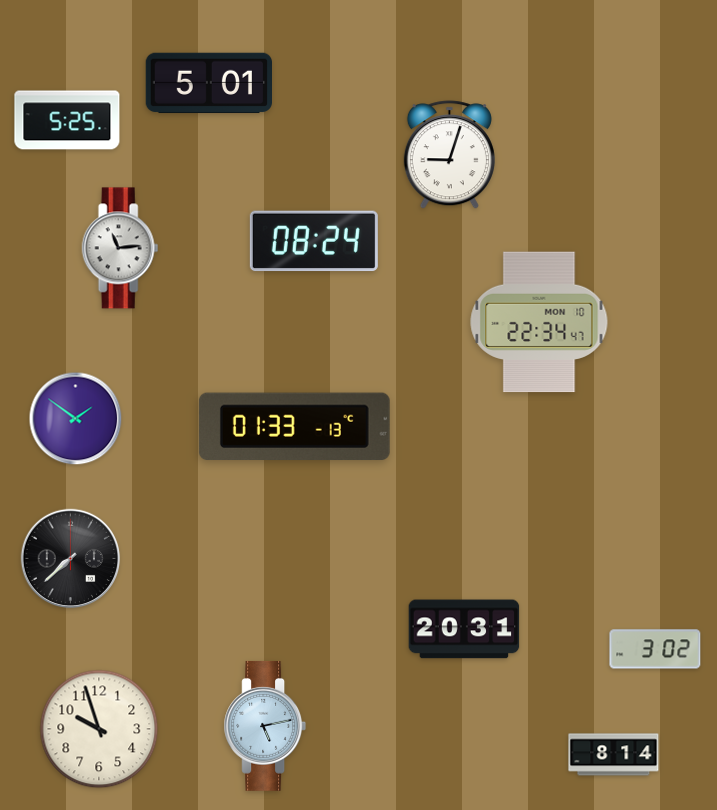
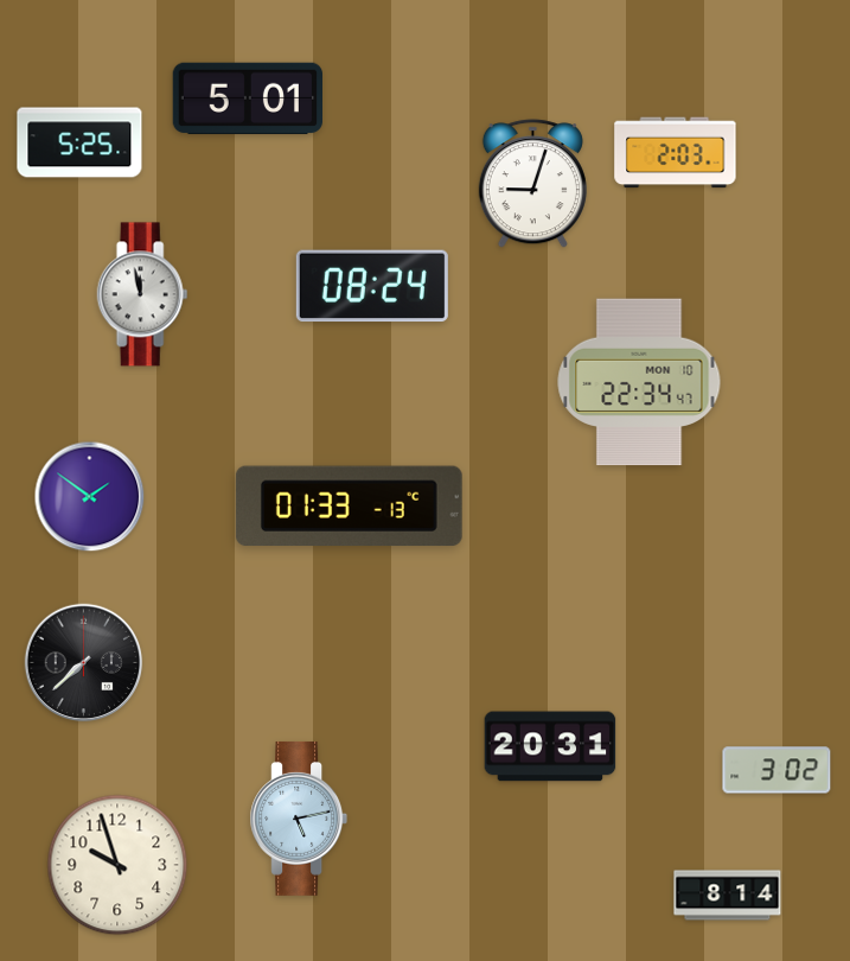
clock at (676, 153): none -> 2:03
clock at (120, 248): 11:14 -> 11:58
clock at (265, 726) position: (265, 726) -> (299, 819)
